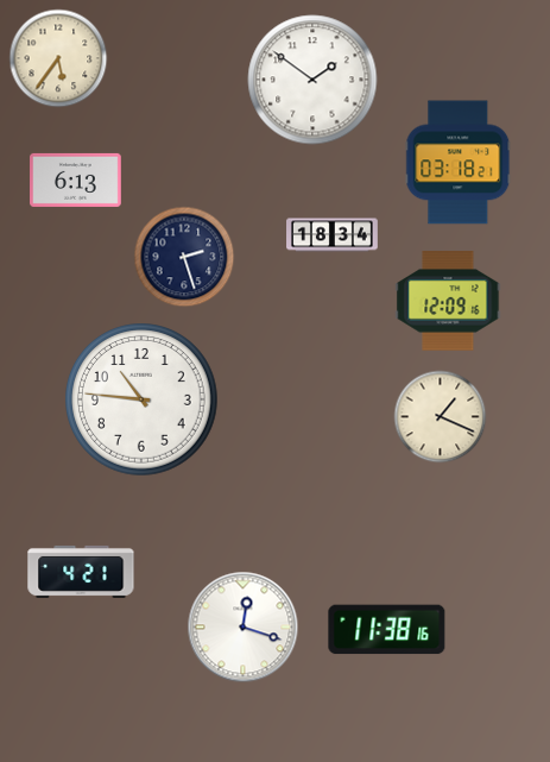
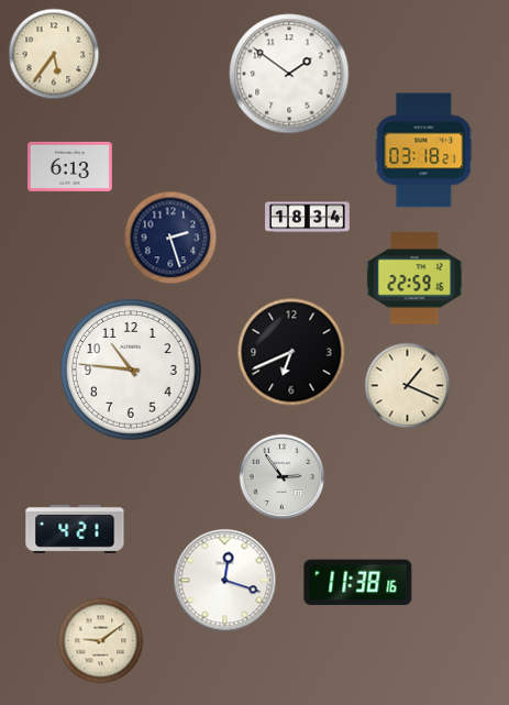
clock at (448, 301): 12:09 -> 22:59
clock at (291, 352): none -> 6:41
clock at (281, 476): none -> 2:54
clock at (100, 640): none -> 9:09
